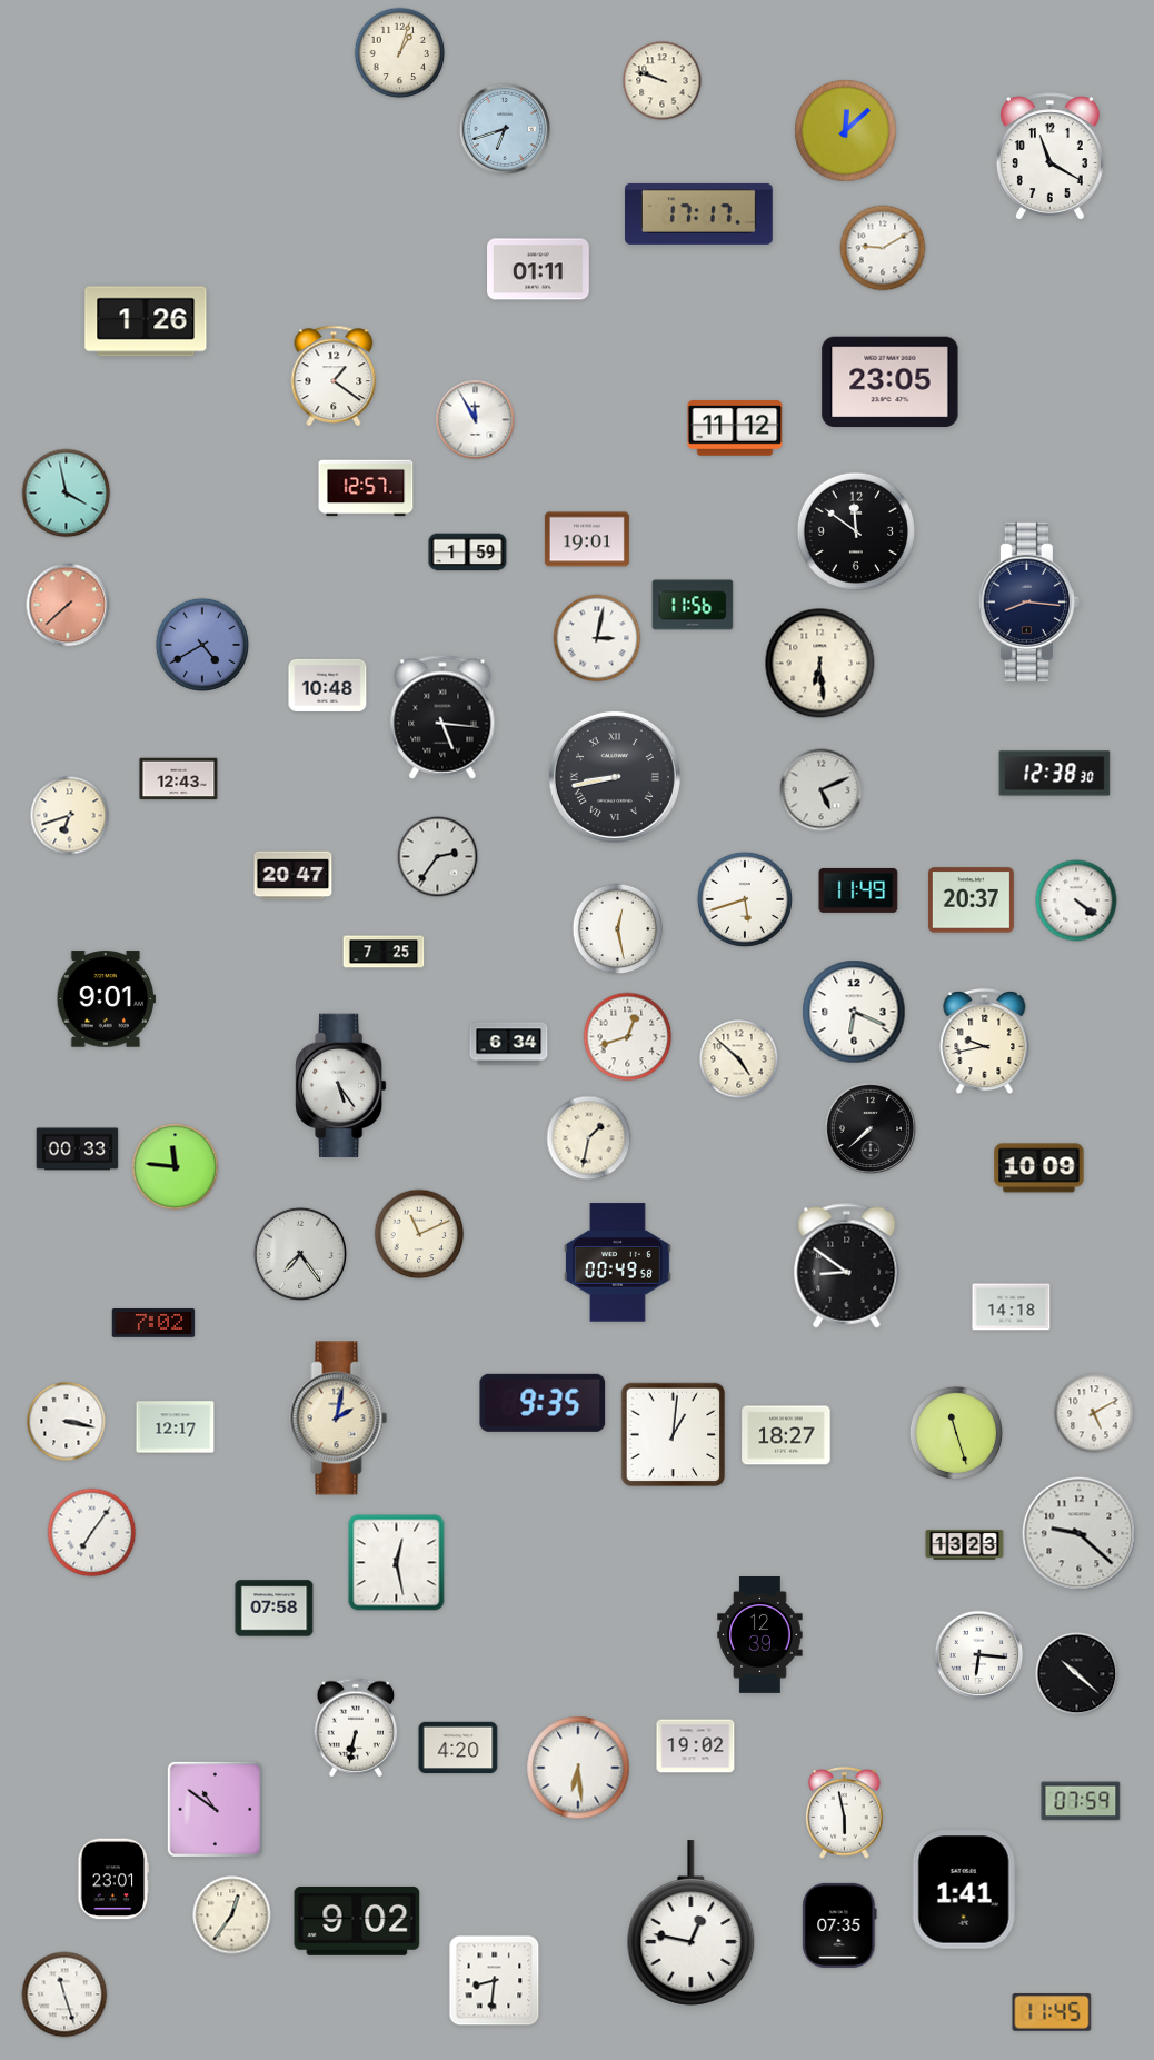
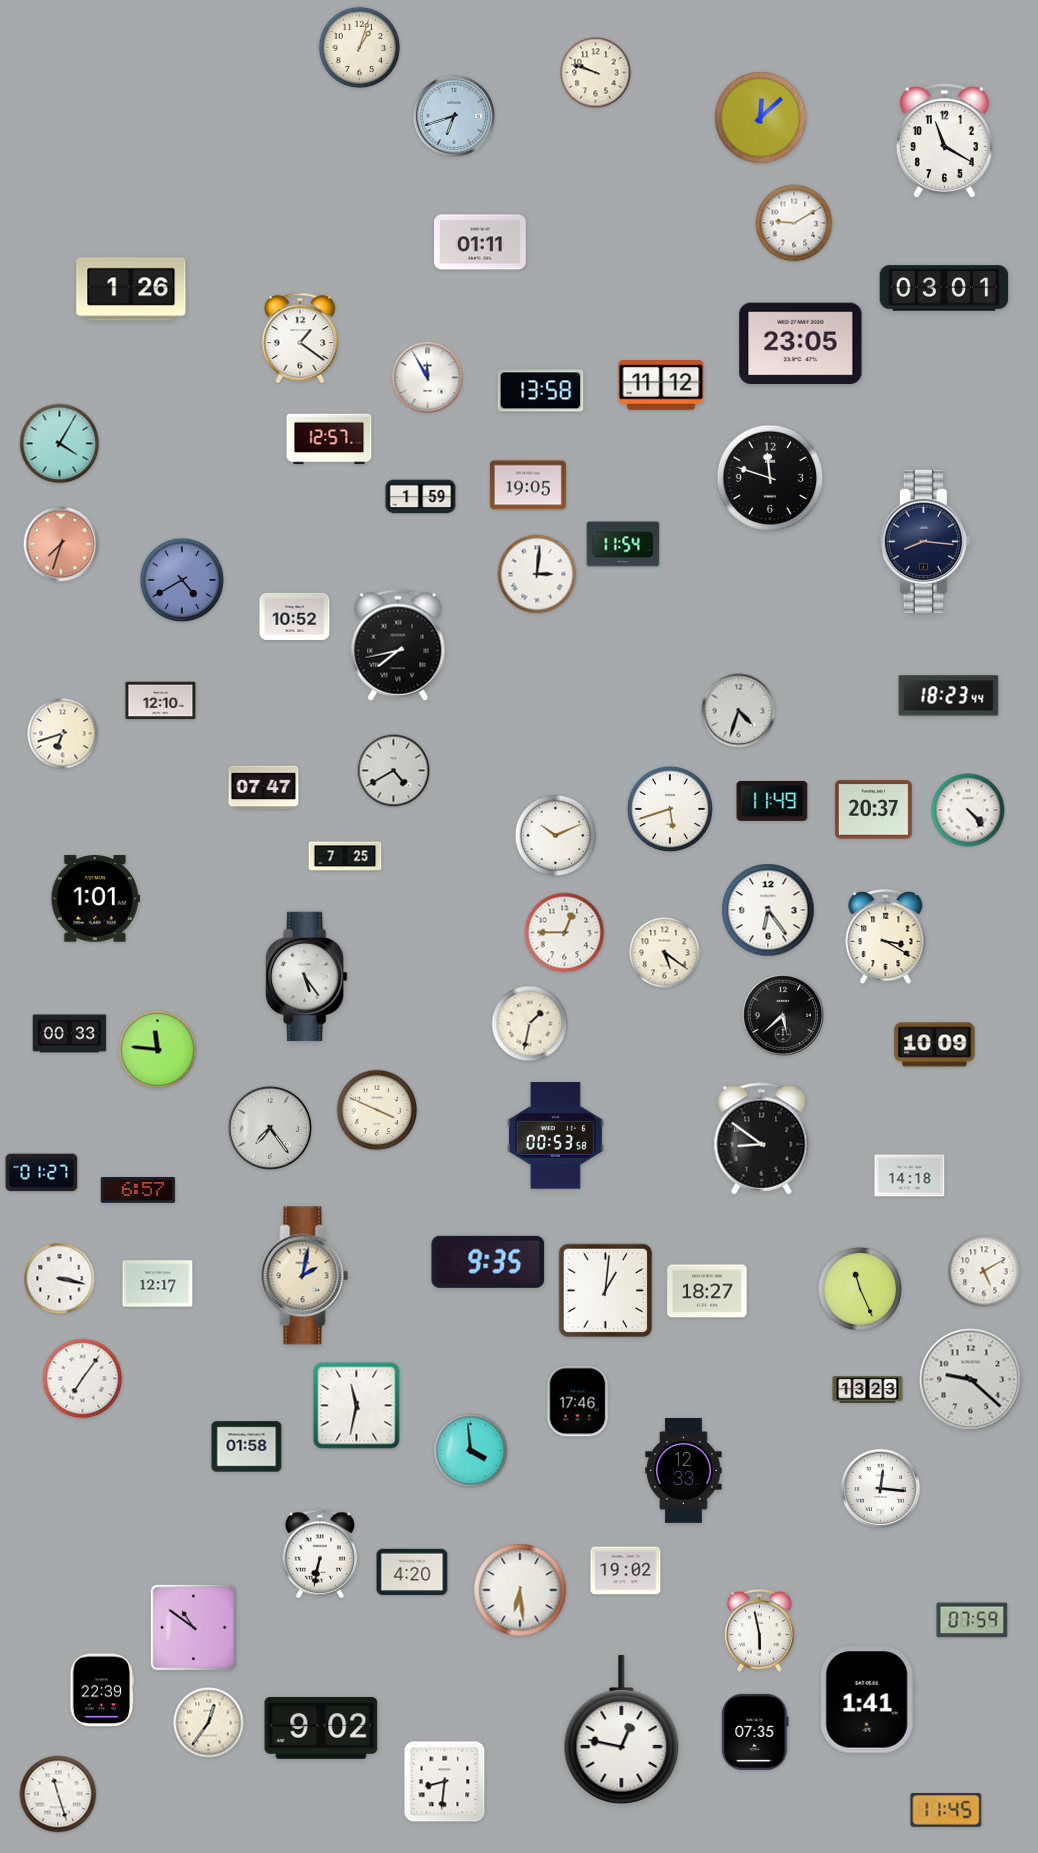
clock at (698, 213): 17:17 -> none
clock at (538, 269) position: (538, 269) -> (480, 242)
clock at (944, 288): none -> 03:01
clock at (541, 391): none -> 13:58
clock at (67, 494): 3:58 -> 4:05
clock at (856, 531): 11:51 -> 11:48
clock at (587, 539): 19:01 -> 19:05
clock at (68, 605): 7:38 -> 7:33
clock at (693, 605): 11:56 -> 11:54
clock at (597, 638): 3:02 -> 3:01
clock at (820, 664): 6:29 -> none
clock at (328, 685): 10:48 -> 10:52
clock at (442, 717): 5:16 -> 7:43
clock at (1055, 774): 12:38 -> 18:23
clock at (615, 777): 8:43 -> none
clock at (179, 779): 12:43 -> 12:10
clock at (822, 790): 5:11 -> 4:33
clock at (438, 857): 2:36 -> 4:40
clock at (294, 876): 20:47 -> 07:47
clock at (1076, 900): 4:21 -> 4:23
clock at (618, 929): 12:28 -> 10:11
clock at (106, 999): 9:01 -> 1:01
clock at (854, 1012): 6:19 -> 6:24
clock at (628, 1037): 12:42 -> 12:45
clock at (985, 1042): 9:43 -> 3:20
clock at (509, 1044): 6:34 -> none
clock at (739, 1059): 4:52 -> 5:21
clock at (871, 1128): 7:38 -> 5:38
clock at (1039, 1168) position: (1039, 1168) -> (935, 1045)
clock at (419, 1234): 11:11 -> 3:49
clock at (617, 1263): 00:49 -> 00:53
clock at (42, 1173): none -> 01:27
clock at (153, 1323): 7:02 -> 6:57
clock at (955, 1432): 11:27 -> 11:26
clock at (578, 1401): none -> 17:46
clock at (397, 1563): 12:28 -> 11:32
clock at (275, 1609): 07:58 -> 01:58
clock at (471, 1451): none -> 3:59
clock at (760, 1635): 12:39 -> 12:33
clock at (979, 1655): 6:16 -> 12:16
clock at (1077, 1674): 10:22 -> none
clock at (113, 1879): 23:01 -> 22:39
